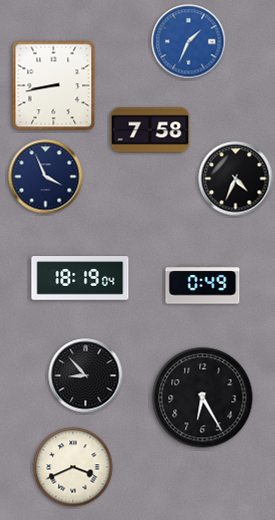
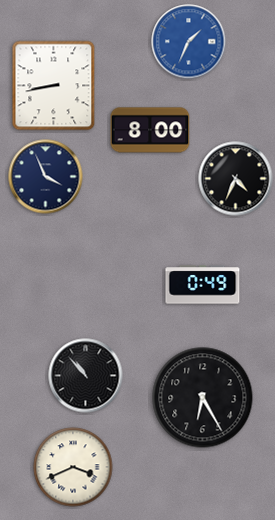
clock at (150, 130): 7:58 -> 8:00
clock at (80, 279): 18:19 -> none
clock at (86, 376): 8:53 -> 10:53
